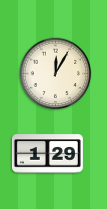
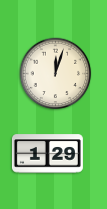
clock at (56, 74): 12:05 -> 12:03
